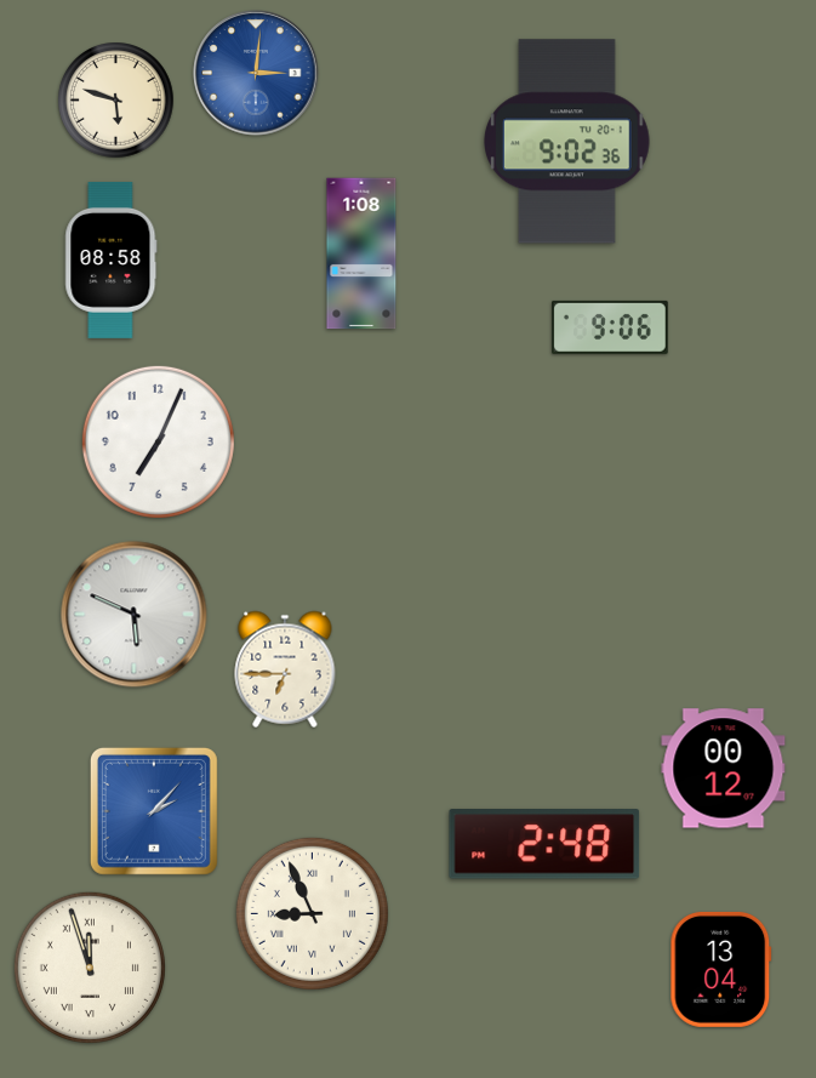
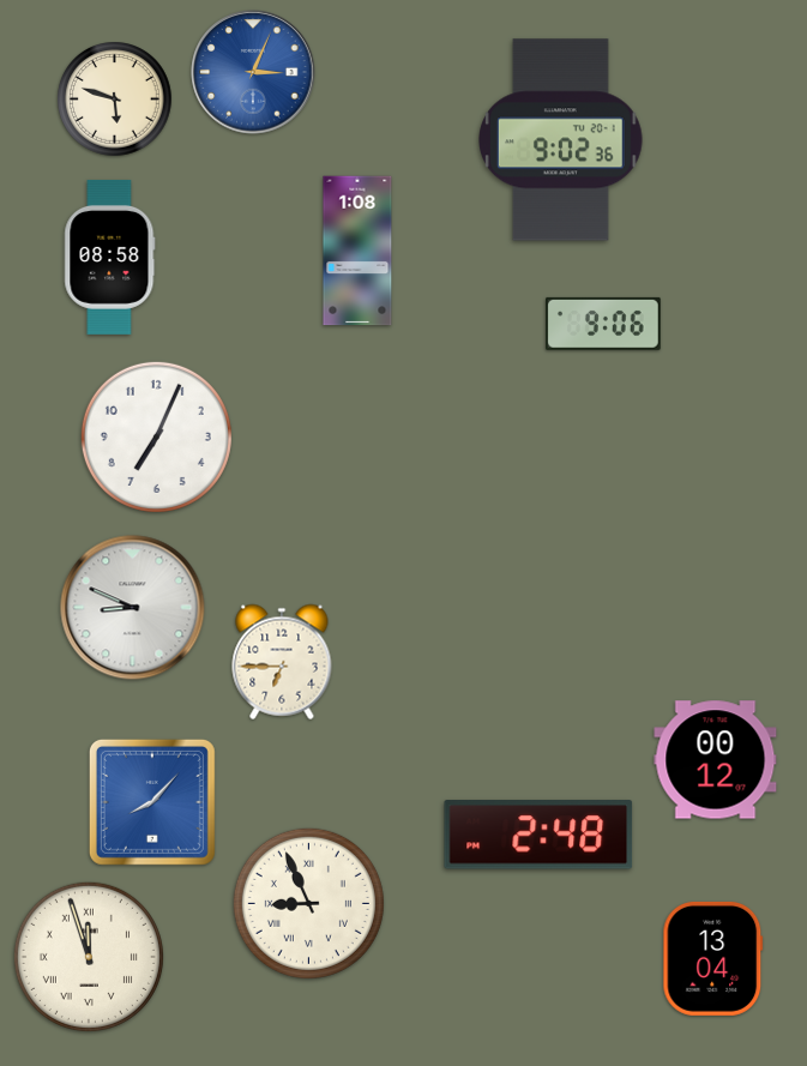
clock at (256, 73): 3:01 -> 3:04
clock at (135, 615): 5:49 -> 8:49
clock at (154, 811): 2:07 -> 8:07
